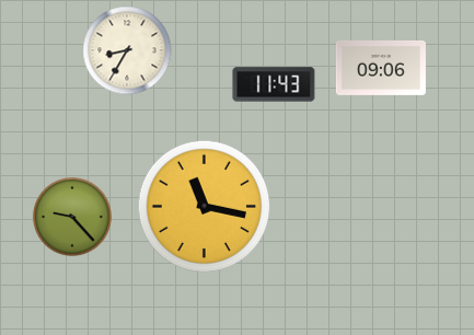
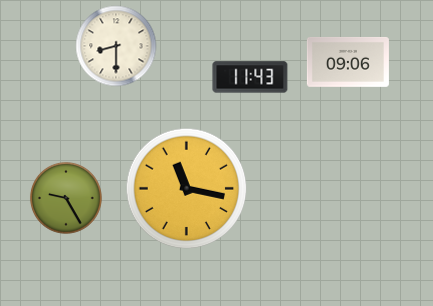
clock at (127, 50): 8:35 -> 8:30
clock at (72, 217): 9:23 -> 9:25
